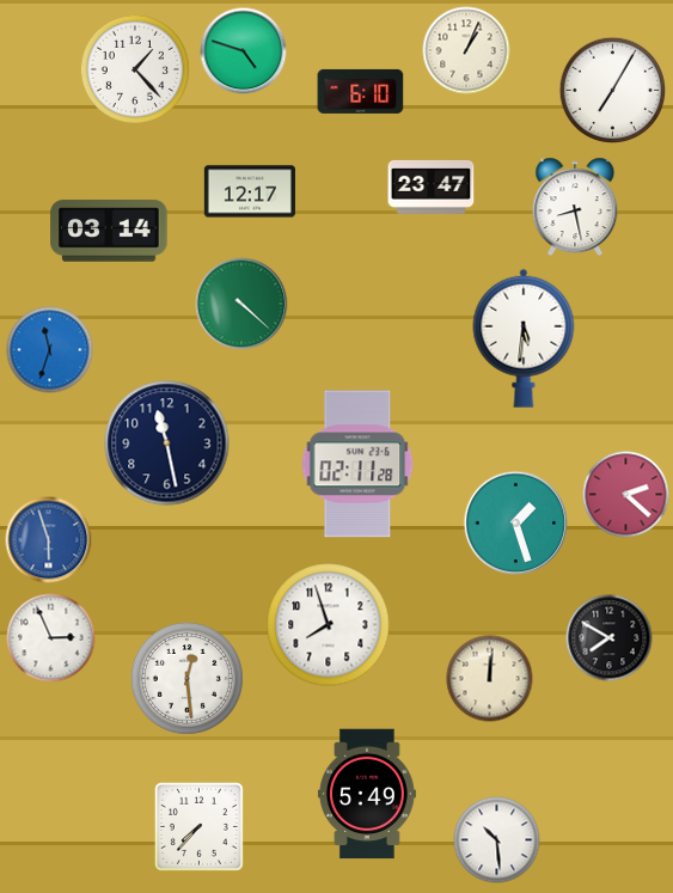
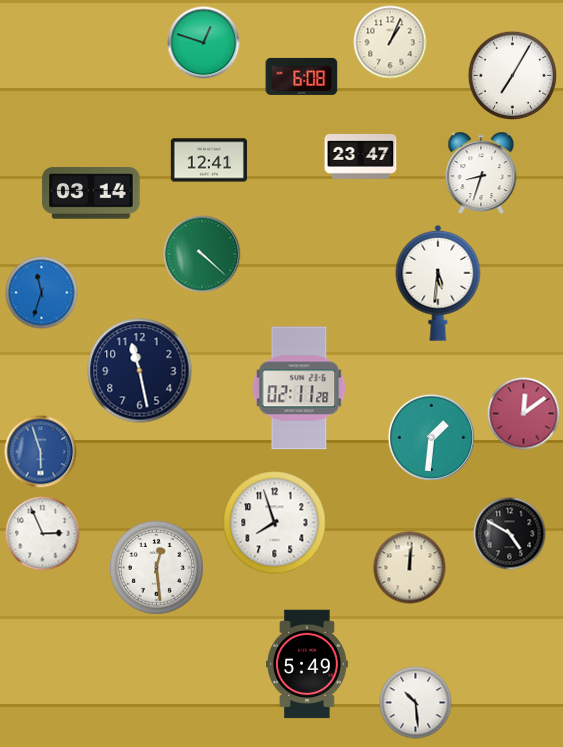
clock at (244, 51): 4:48 -> 12:48
clock at (135, 69): 1:23 -> none
clock at (361, 91): 6:10 -> 6:08
clock at (250, 191): 12:17 -> 12:41
clock at (575, 207): 8:28 -> 8:33
clock at (626, 495): 2:22 -> 12:09
clock at (516, 524): 1:27 -> 1:31
clock at (610, 638): 7:50 -> 4:50
clock at (198, 826): 7:37 -> none
